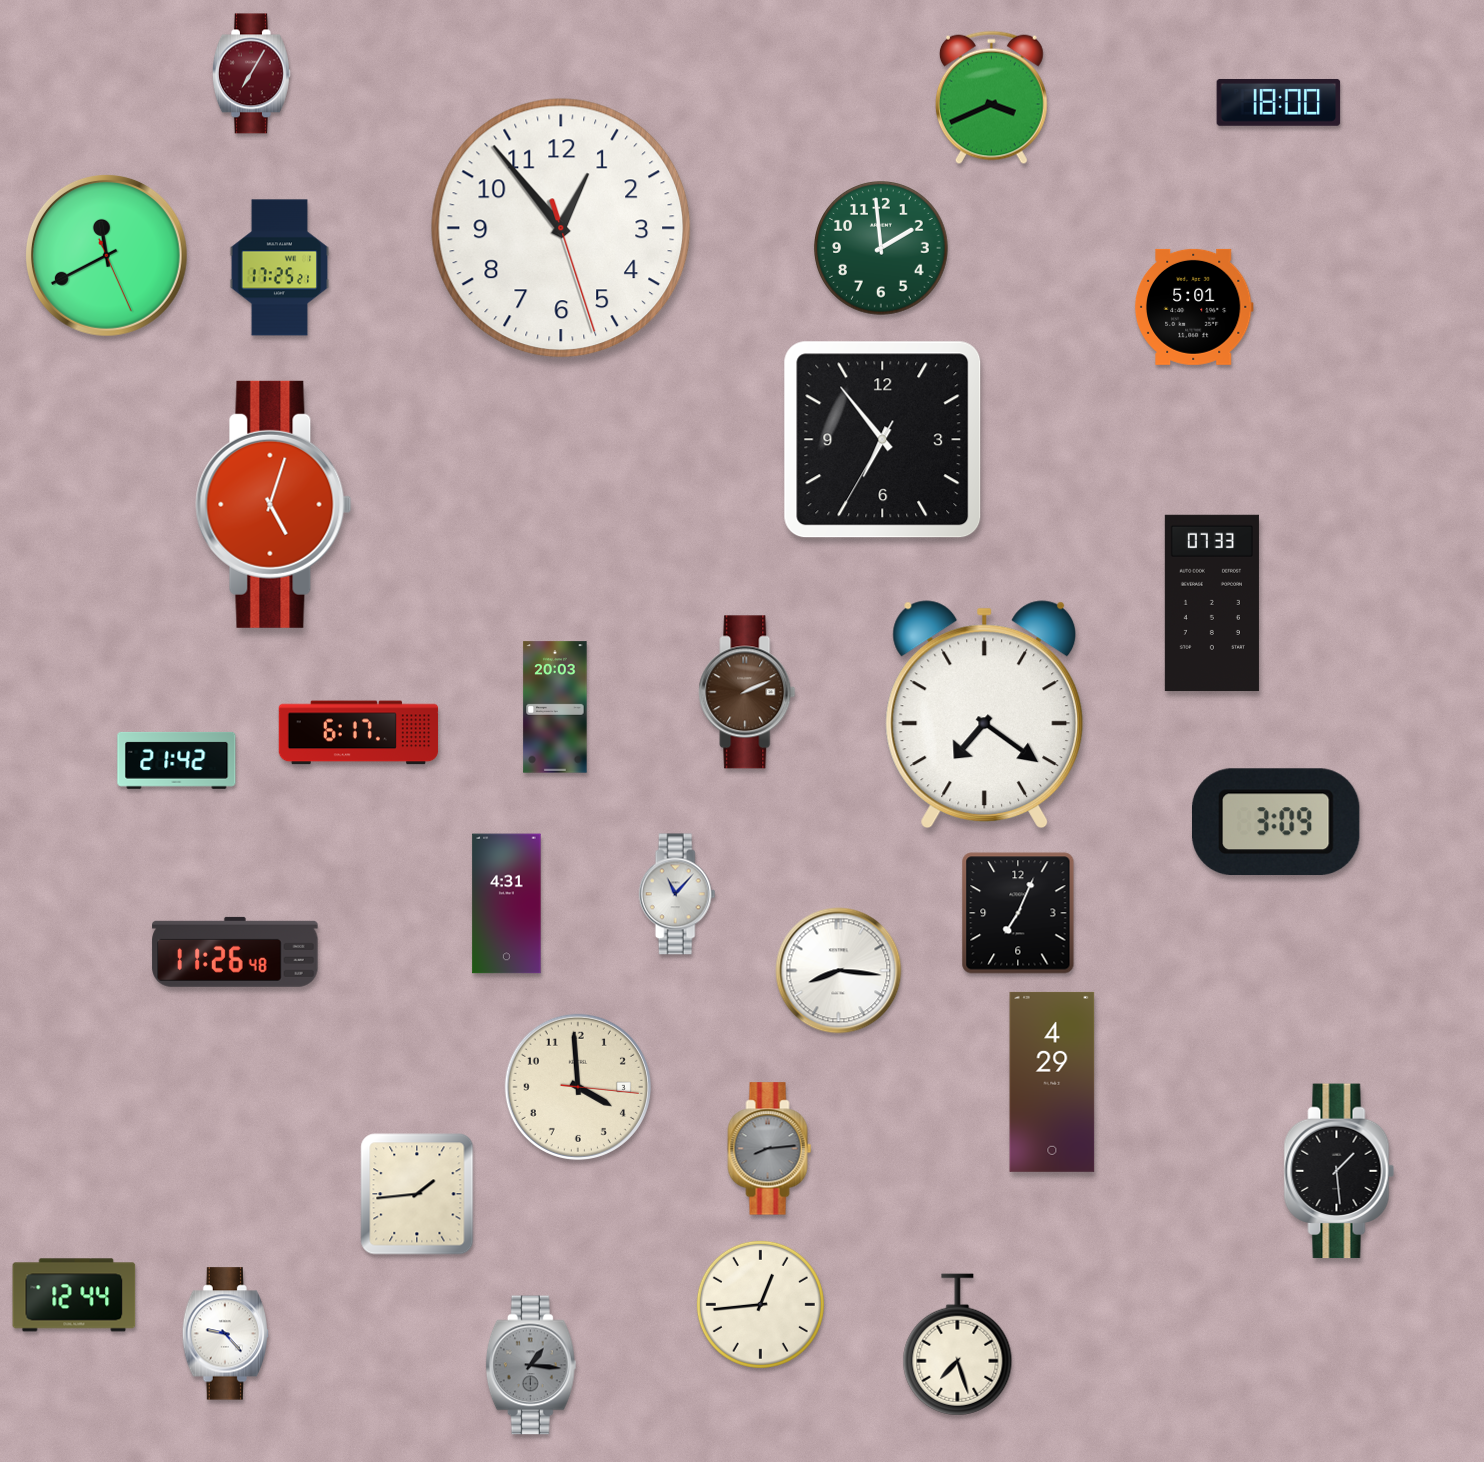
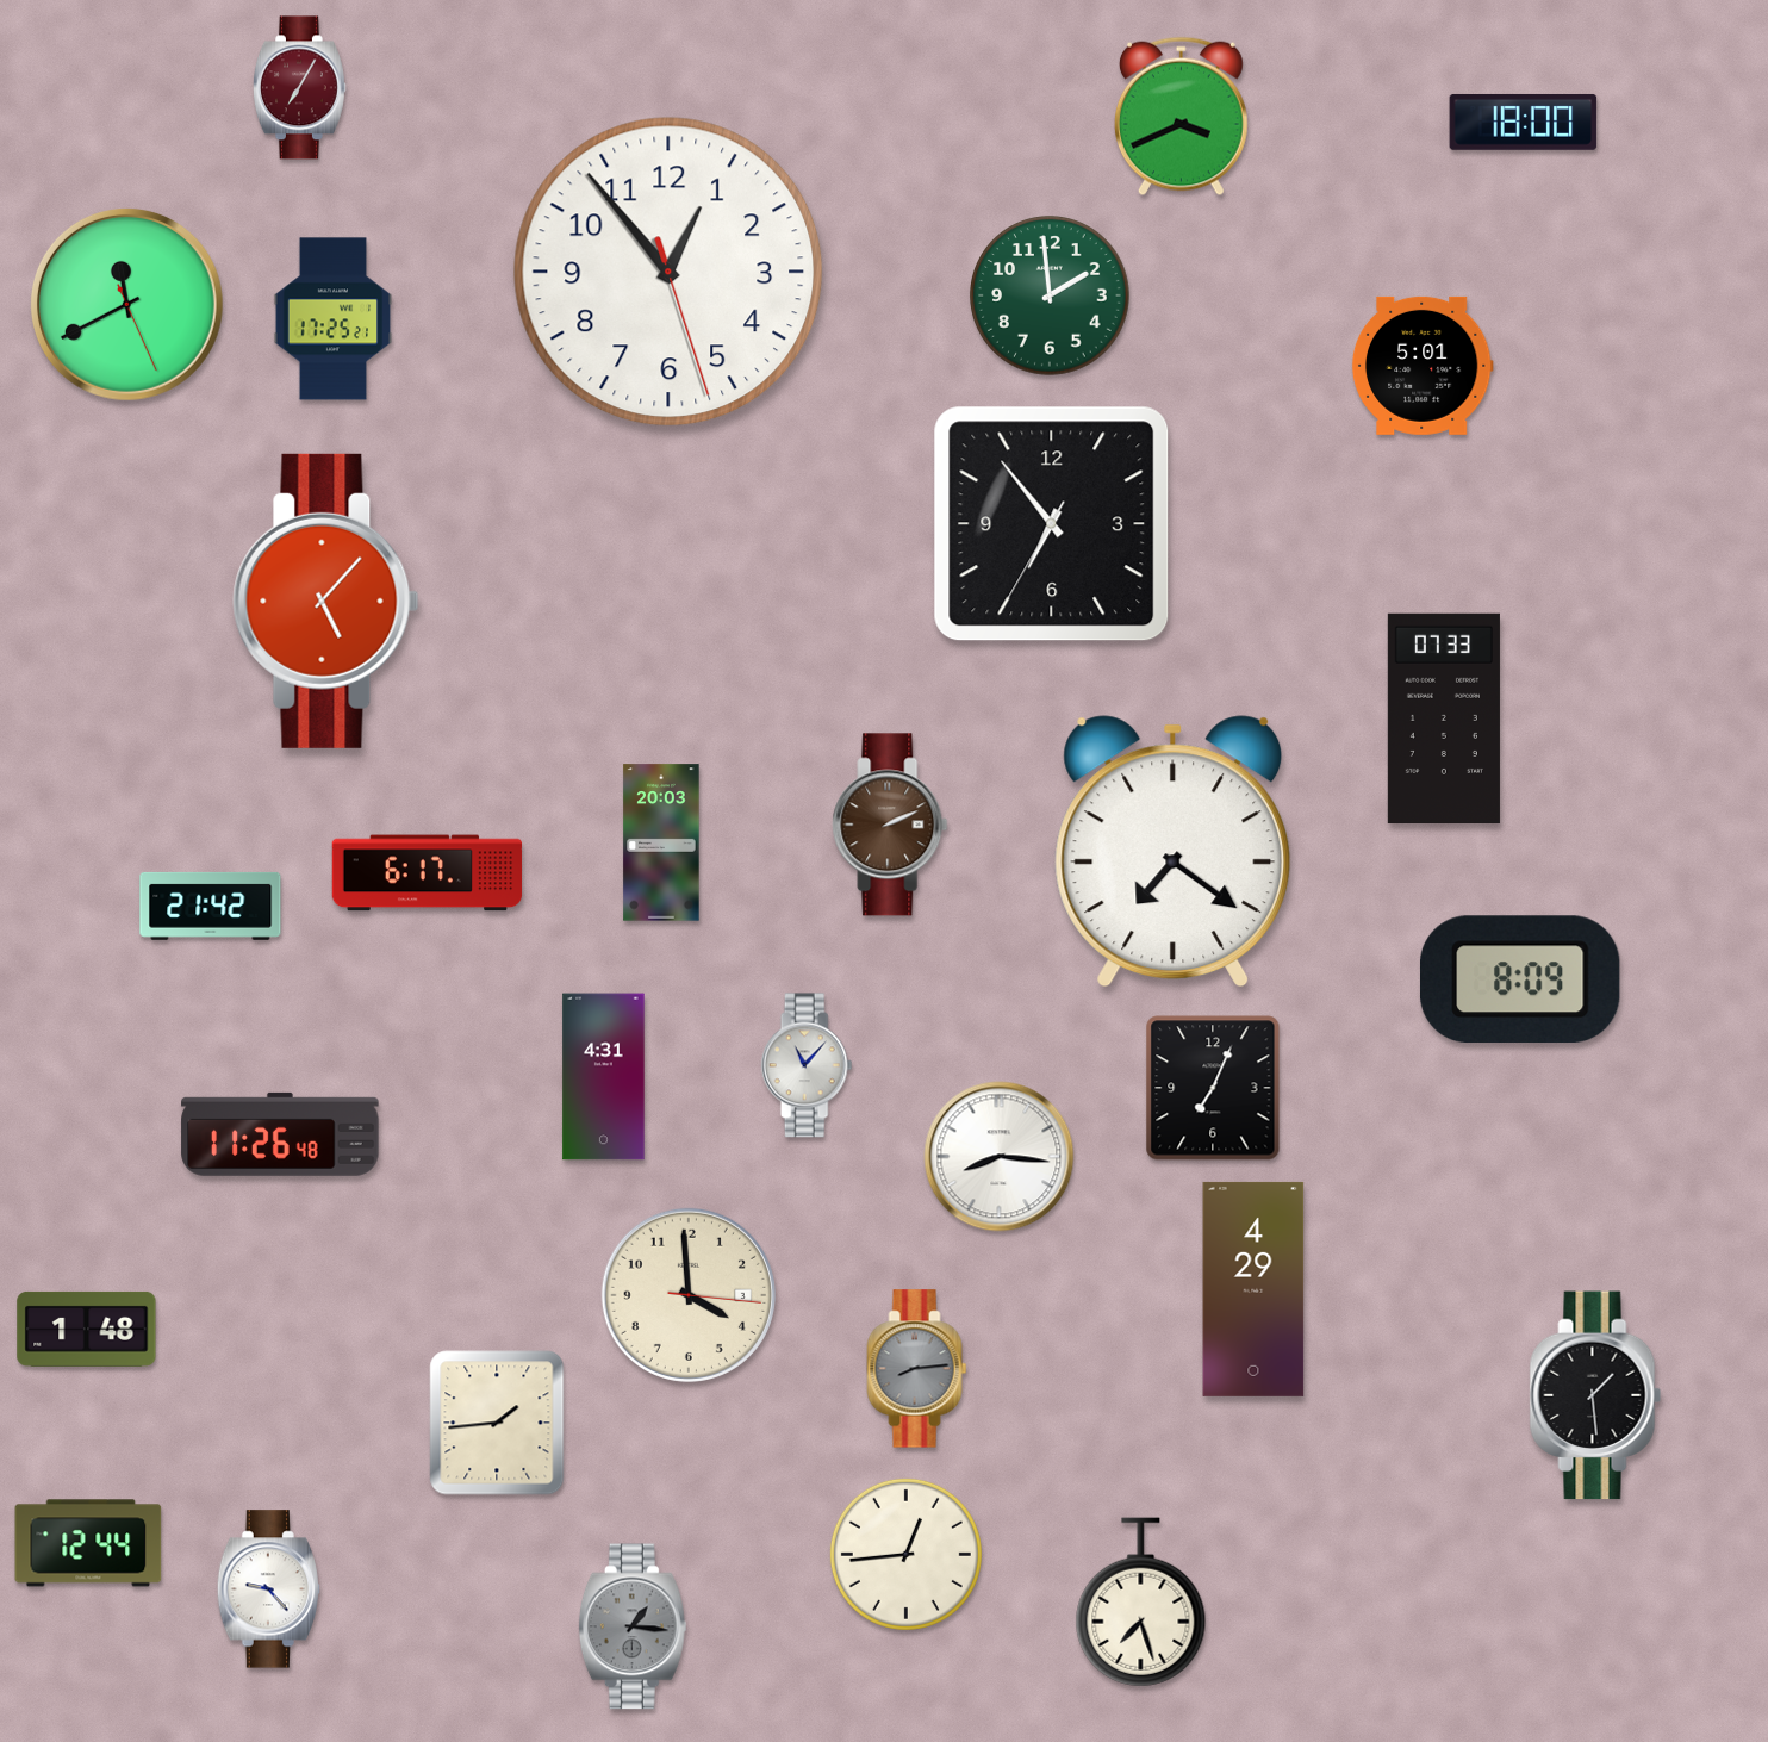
clock at (274, 504): 5:03 -> 5:07
clock at (1277, 822): 3:09 -> 8:09
clock at (87, 1329): none -> 1:48
